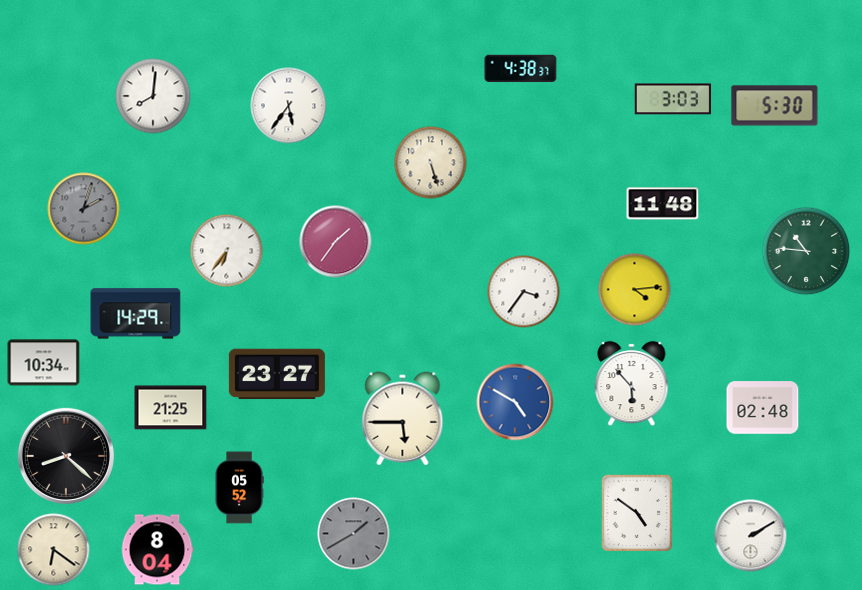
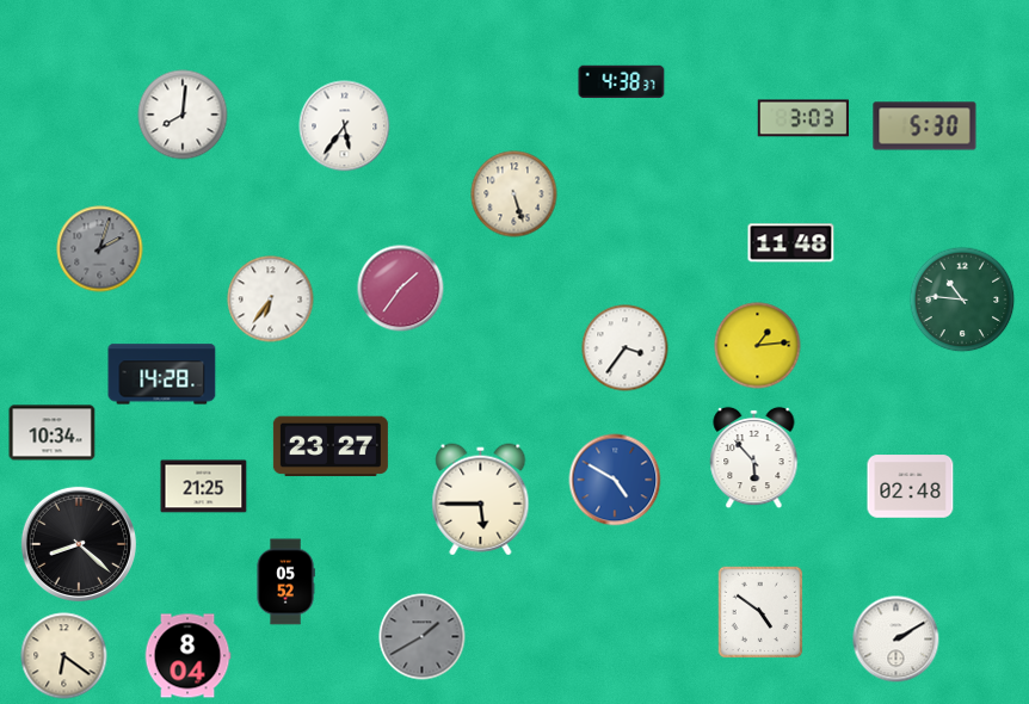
clock at (635, 290): 4:14 -> 1:14
clock at (136, 314): 14:29 -> 14:28
